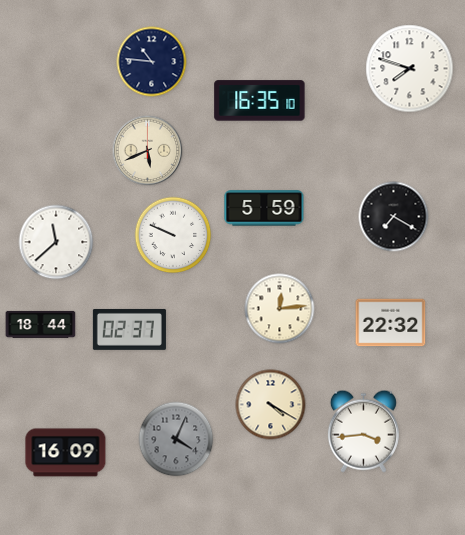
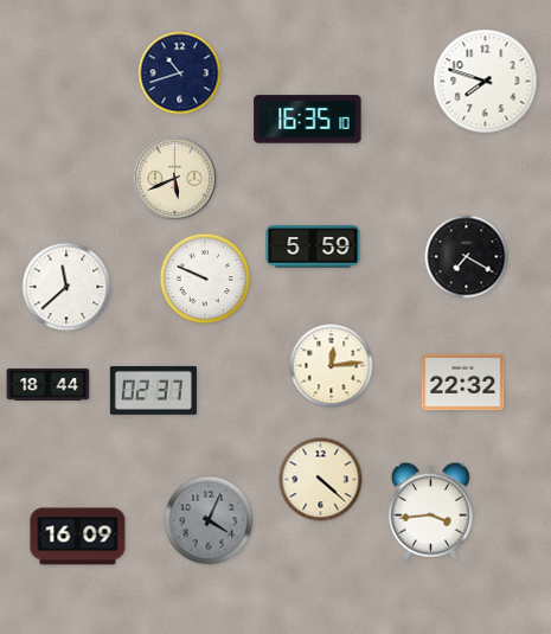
clock at (152, 62): 10:46 -> 10:42
clock at (271, 405): 4:20 -> 4:22
